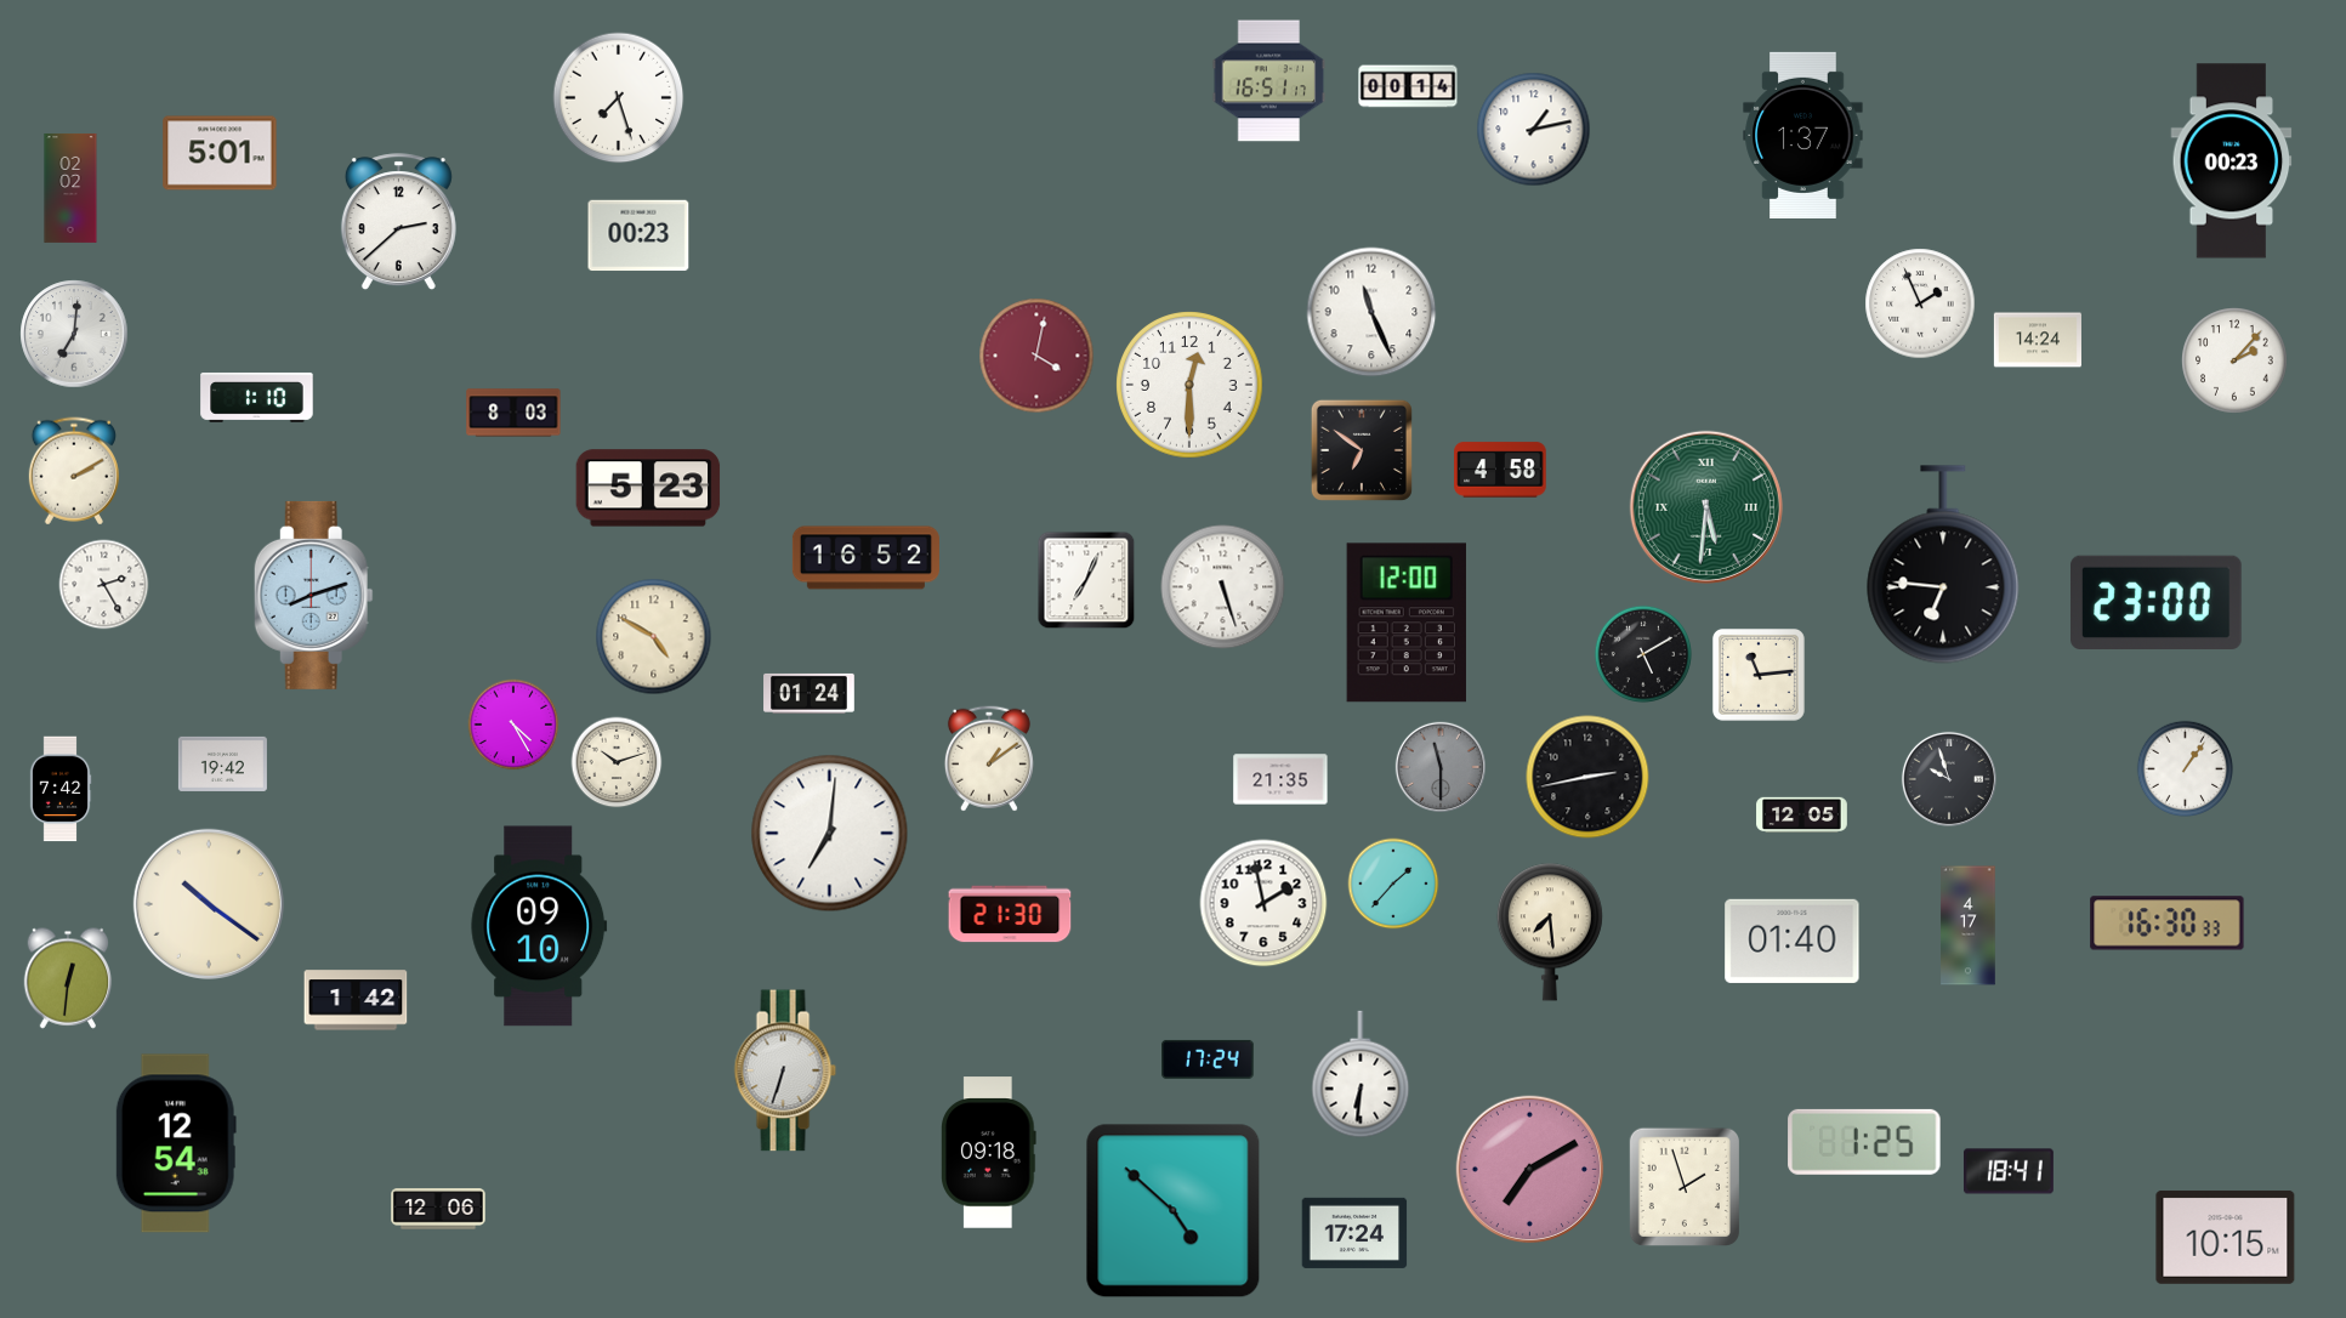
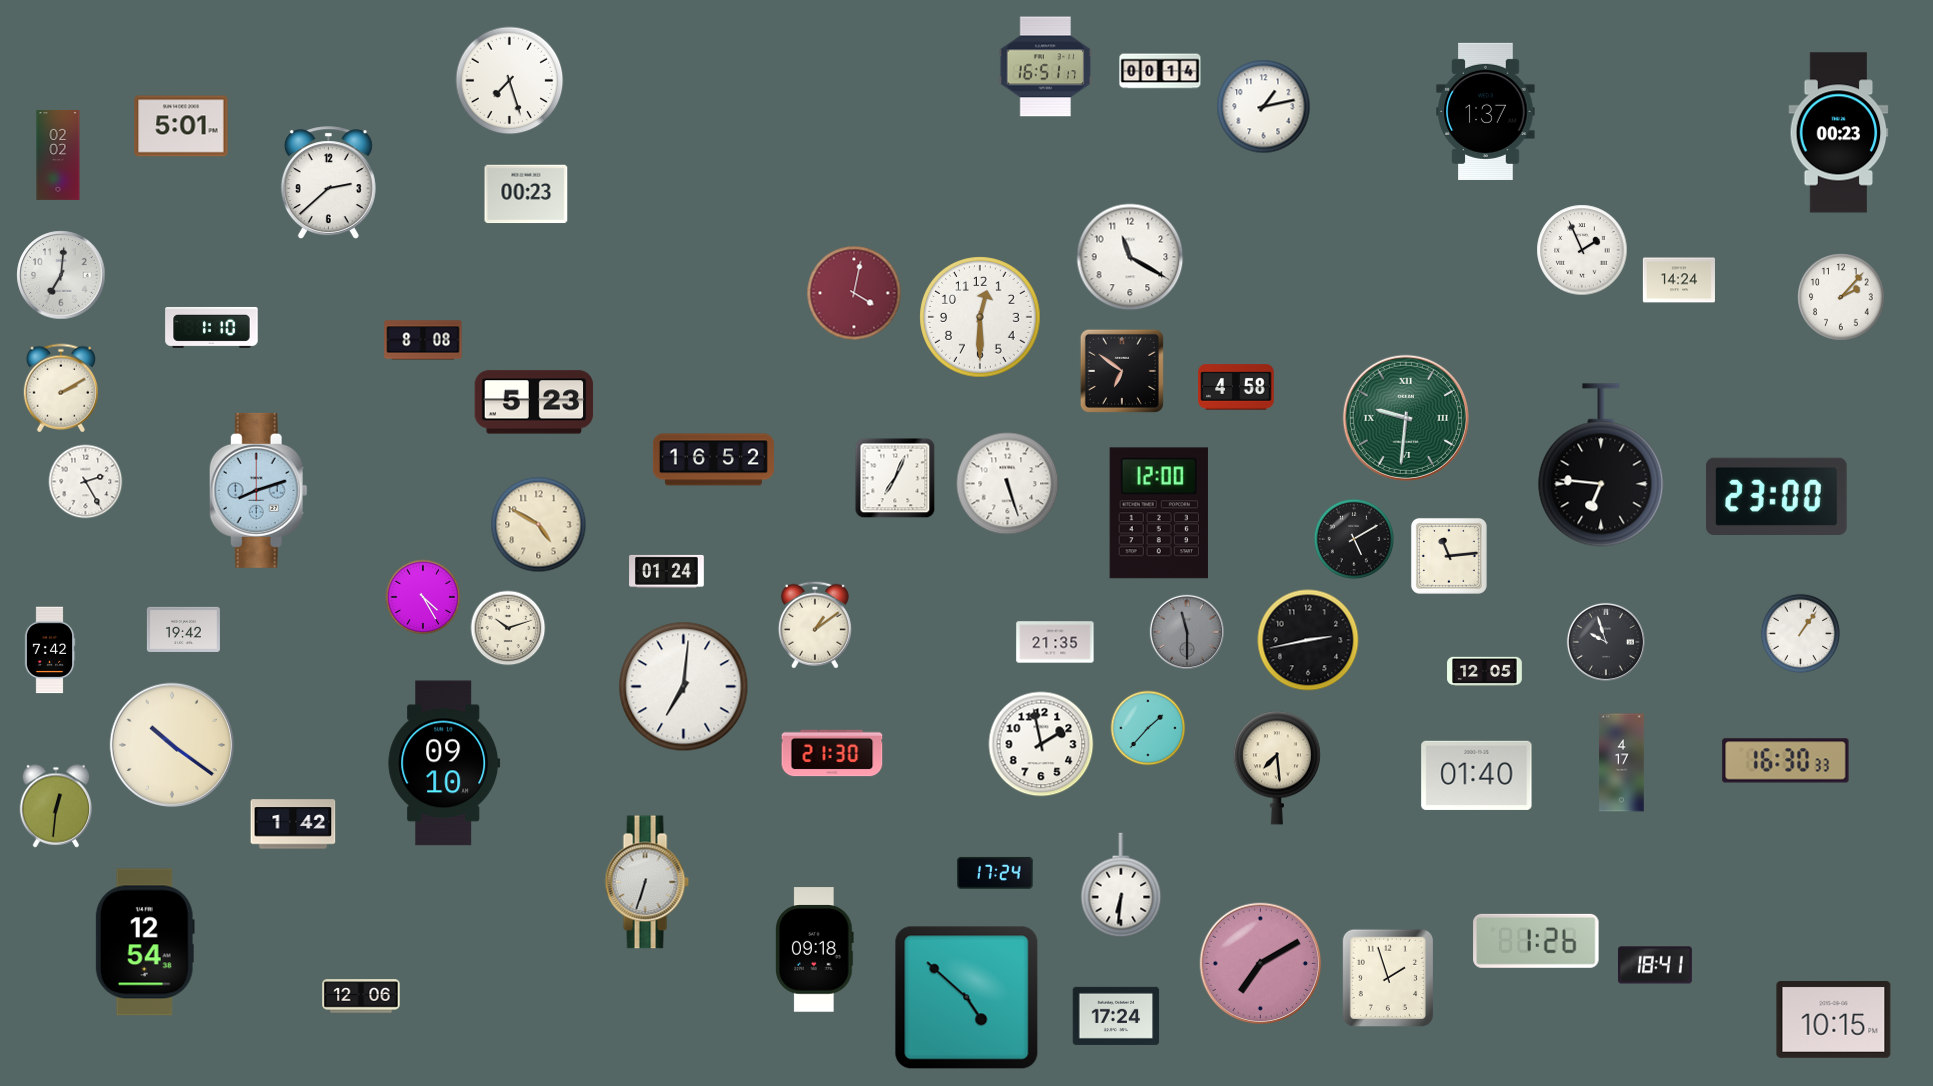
clock at (1371, 312): 11:26 -> 11:20
clock at (513, 413): 8:03 -> 8:08
clock at (1706, 507): 5:31 -> 9:31
clock at (1864, 1142): 1:25 -> 1:26
